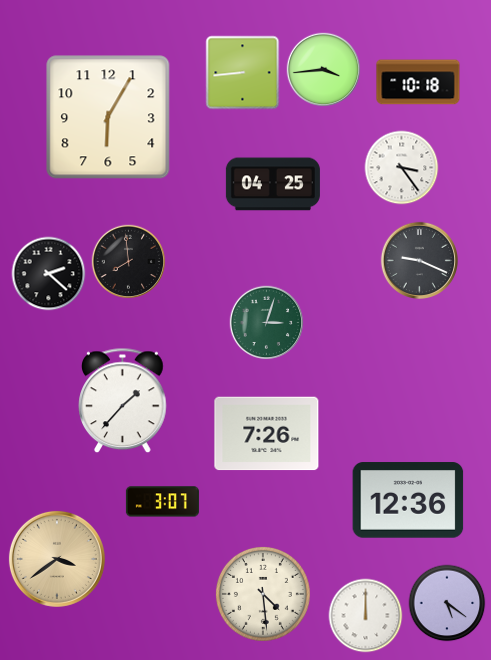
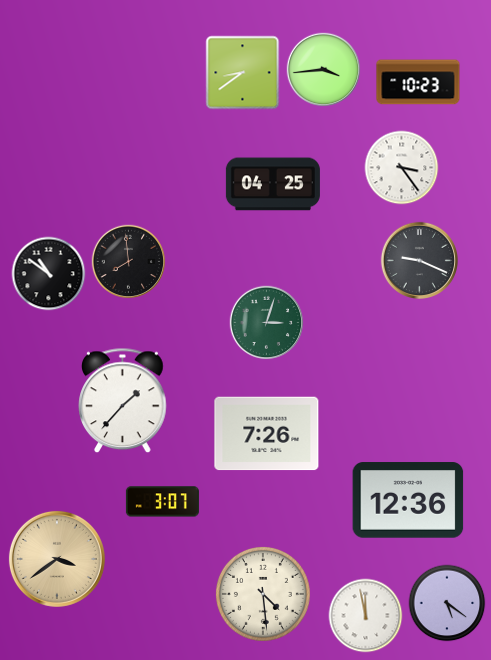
clock at (243, 73): 8:44 -> 8:39
clock at (418, 82): 10:18 -> 10:23
clock at (108, 117): 6:05 -> none
clock at (49, 274): 2:22 -> 10:51
clock at (366, 616): 12:00 -> 11:58
